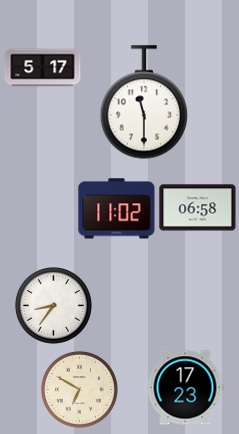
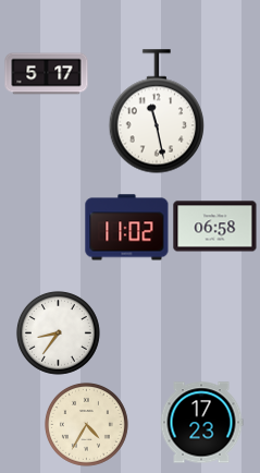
clock at (144, 102): 11:30 -> 11:28
clock at (79, 389): 6:50 -> 4:35
